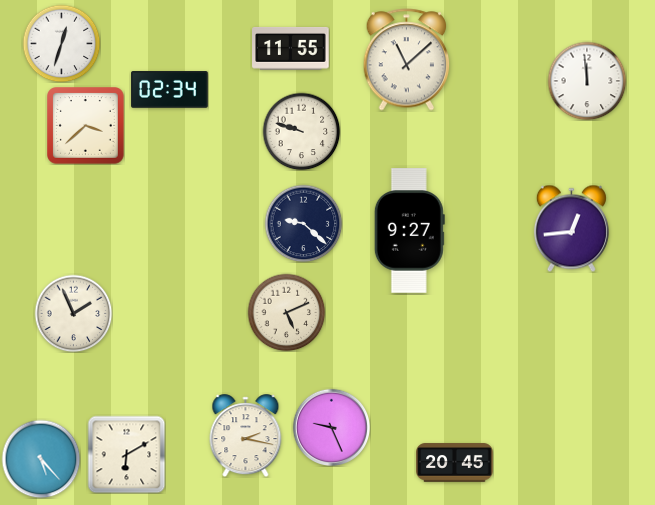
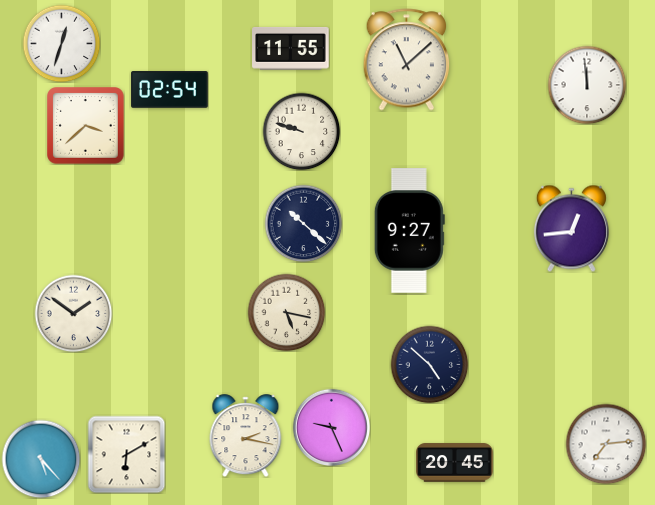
clock at (587, 81) position: (587, 81) -> (587, 85)
clock at (170, 90): 02:34 -> 02:54
clock at (303, 223): 9:22 -> 10:22
clock at (286, 312): 5:11 -> 5:17
clock at (73, 313): 1:56 -> 1:51
clock at (429, 364): none -> 4:52
clock at (606, 444): none -> 7:14
